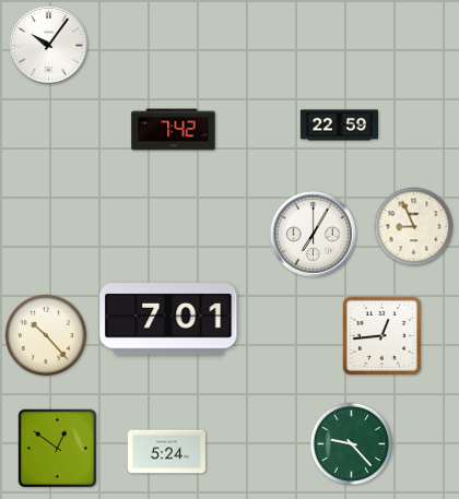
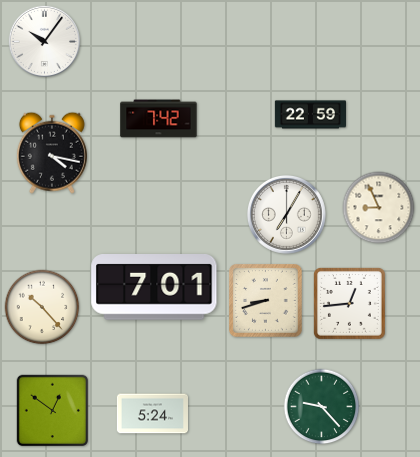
clock at (52, 153): none -> 4:17
clock at (168, 320) position: (168, 320) -> (154, 288)
clock at (266, 301): none -> 8:42
clock at (381, 335) position: (381, 335) -> (349, 303)
